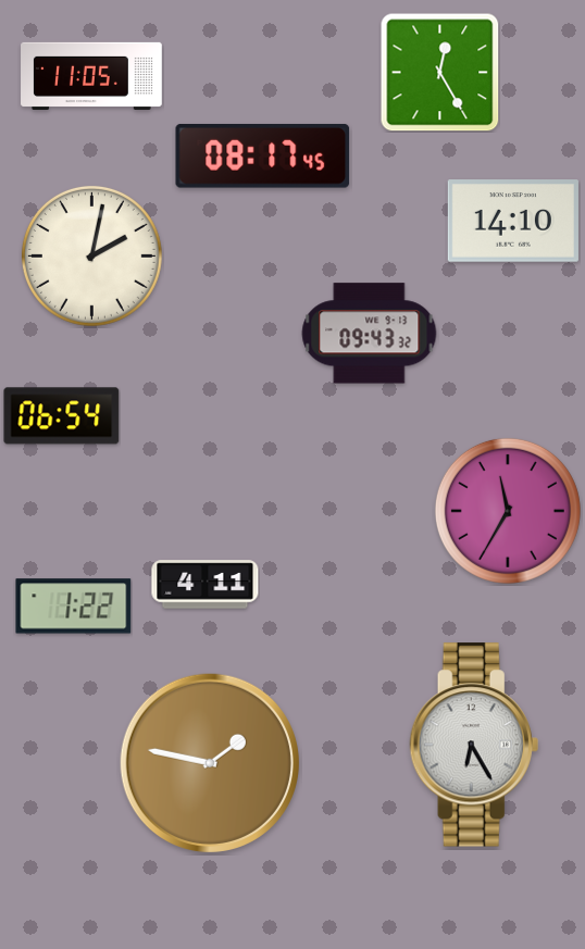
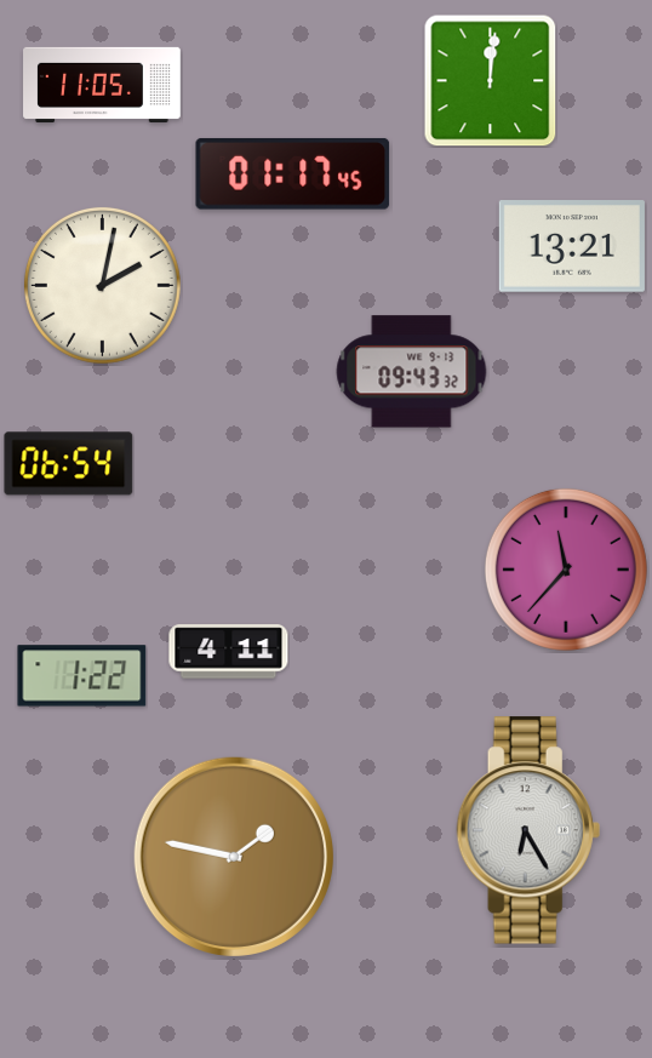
clock at (440, 73): 12:25 -> 12:01
clock at (263, 157): 08:17 -> 01:17
clock at (513, 221): 14:10 -> 13:21
clock at (508, 511): 11:35 -> 11:37
clock at (210, 763) position: (210, 763) -> (234, 857)
